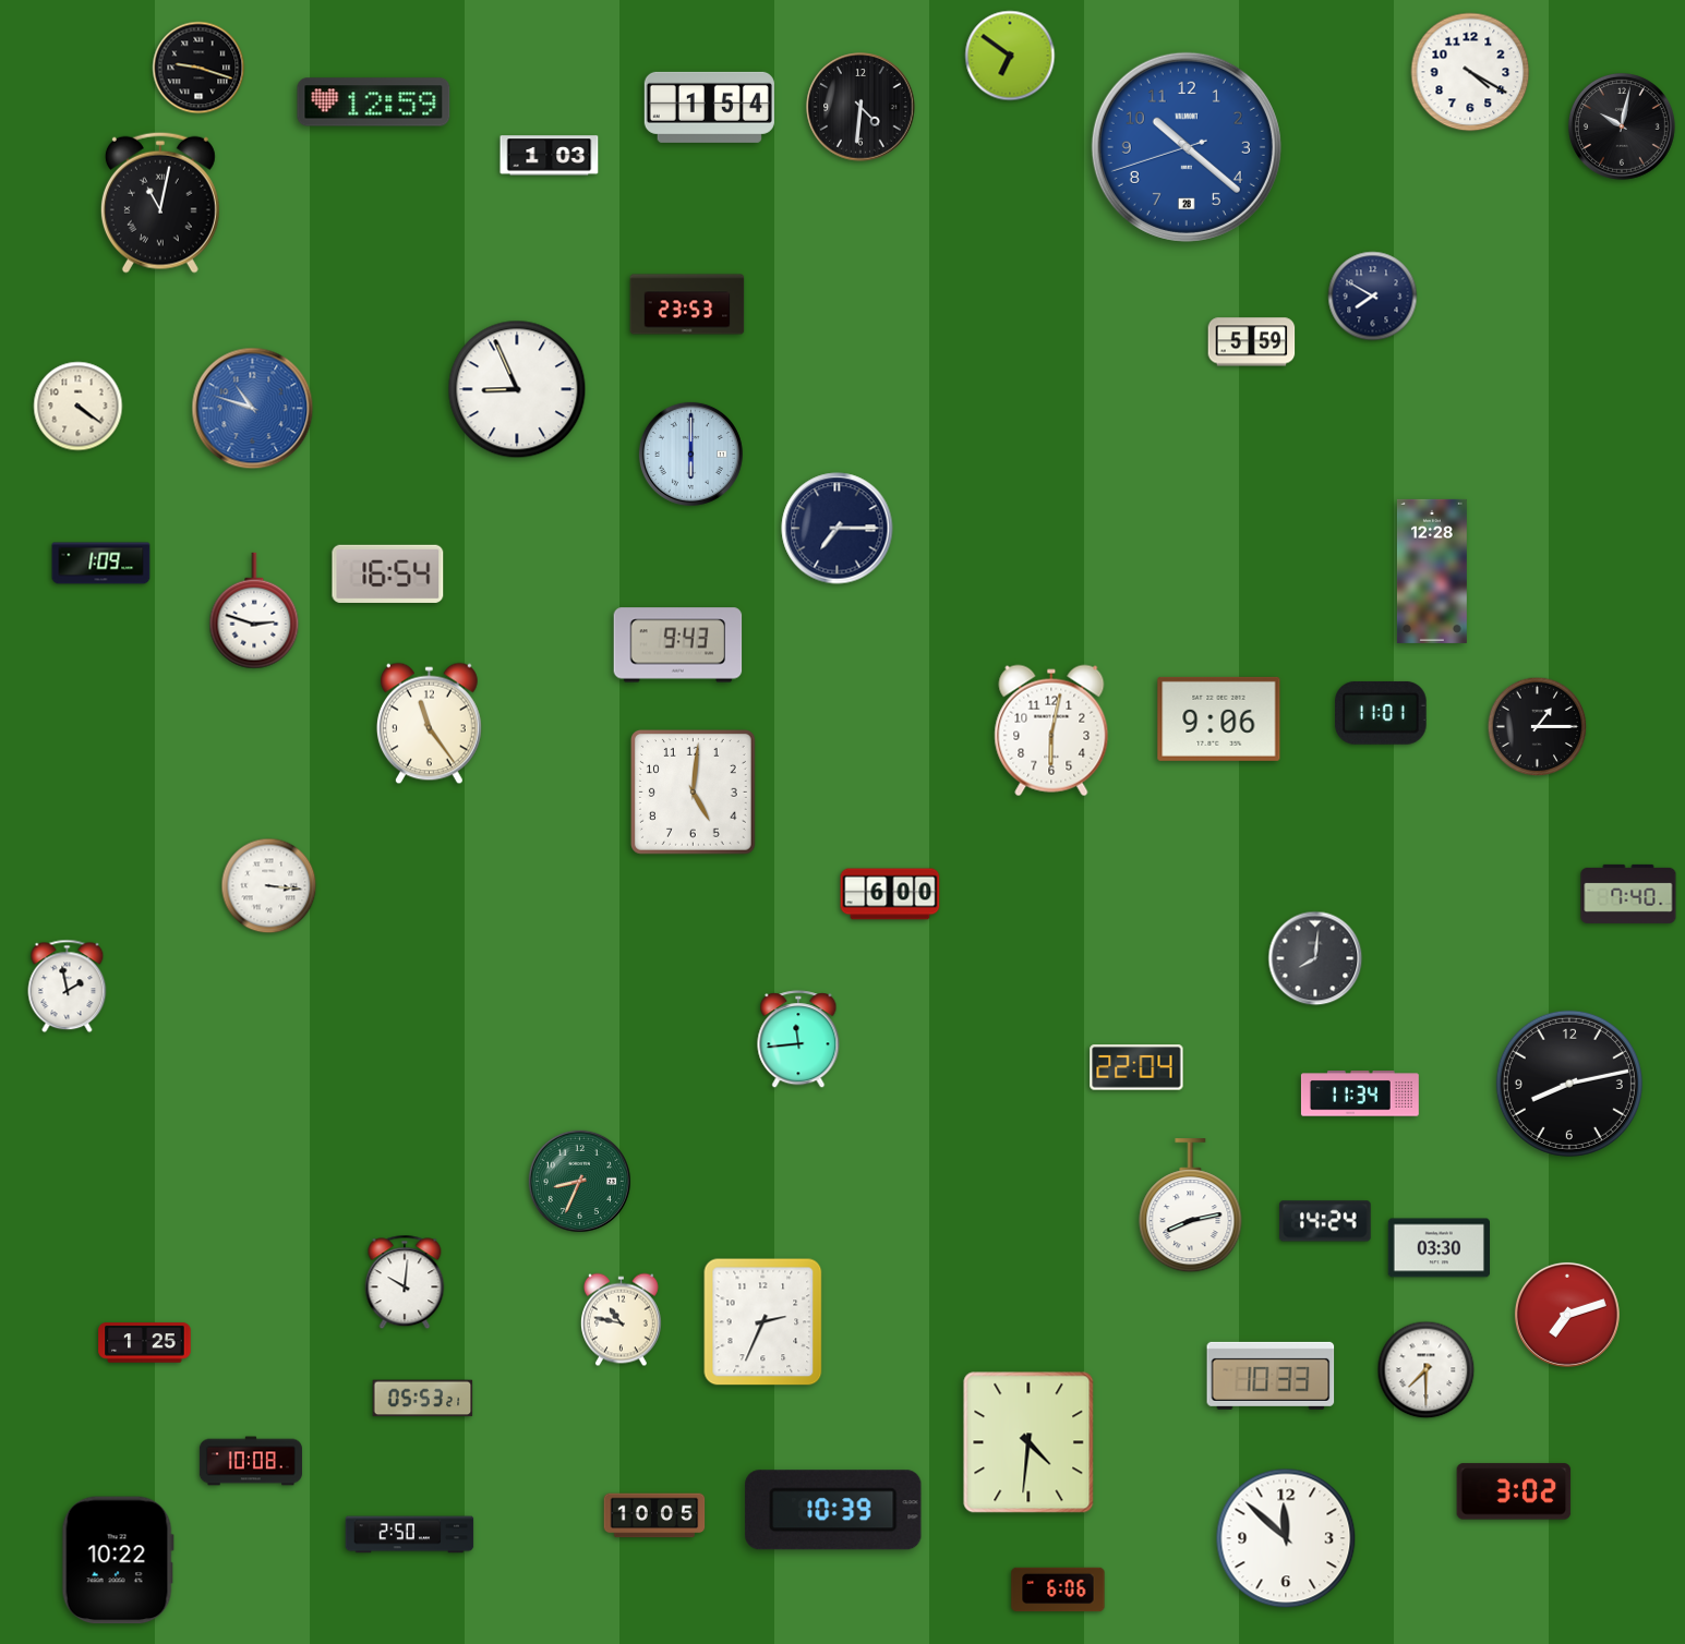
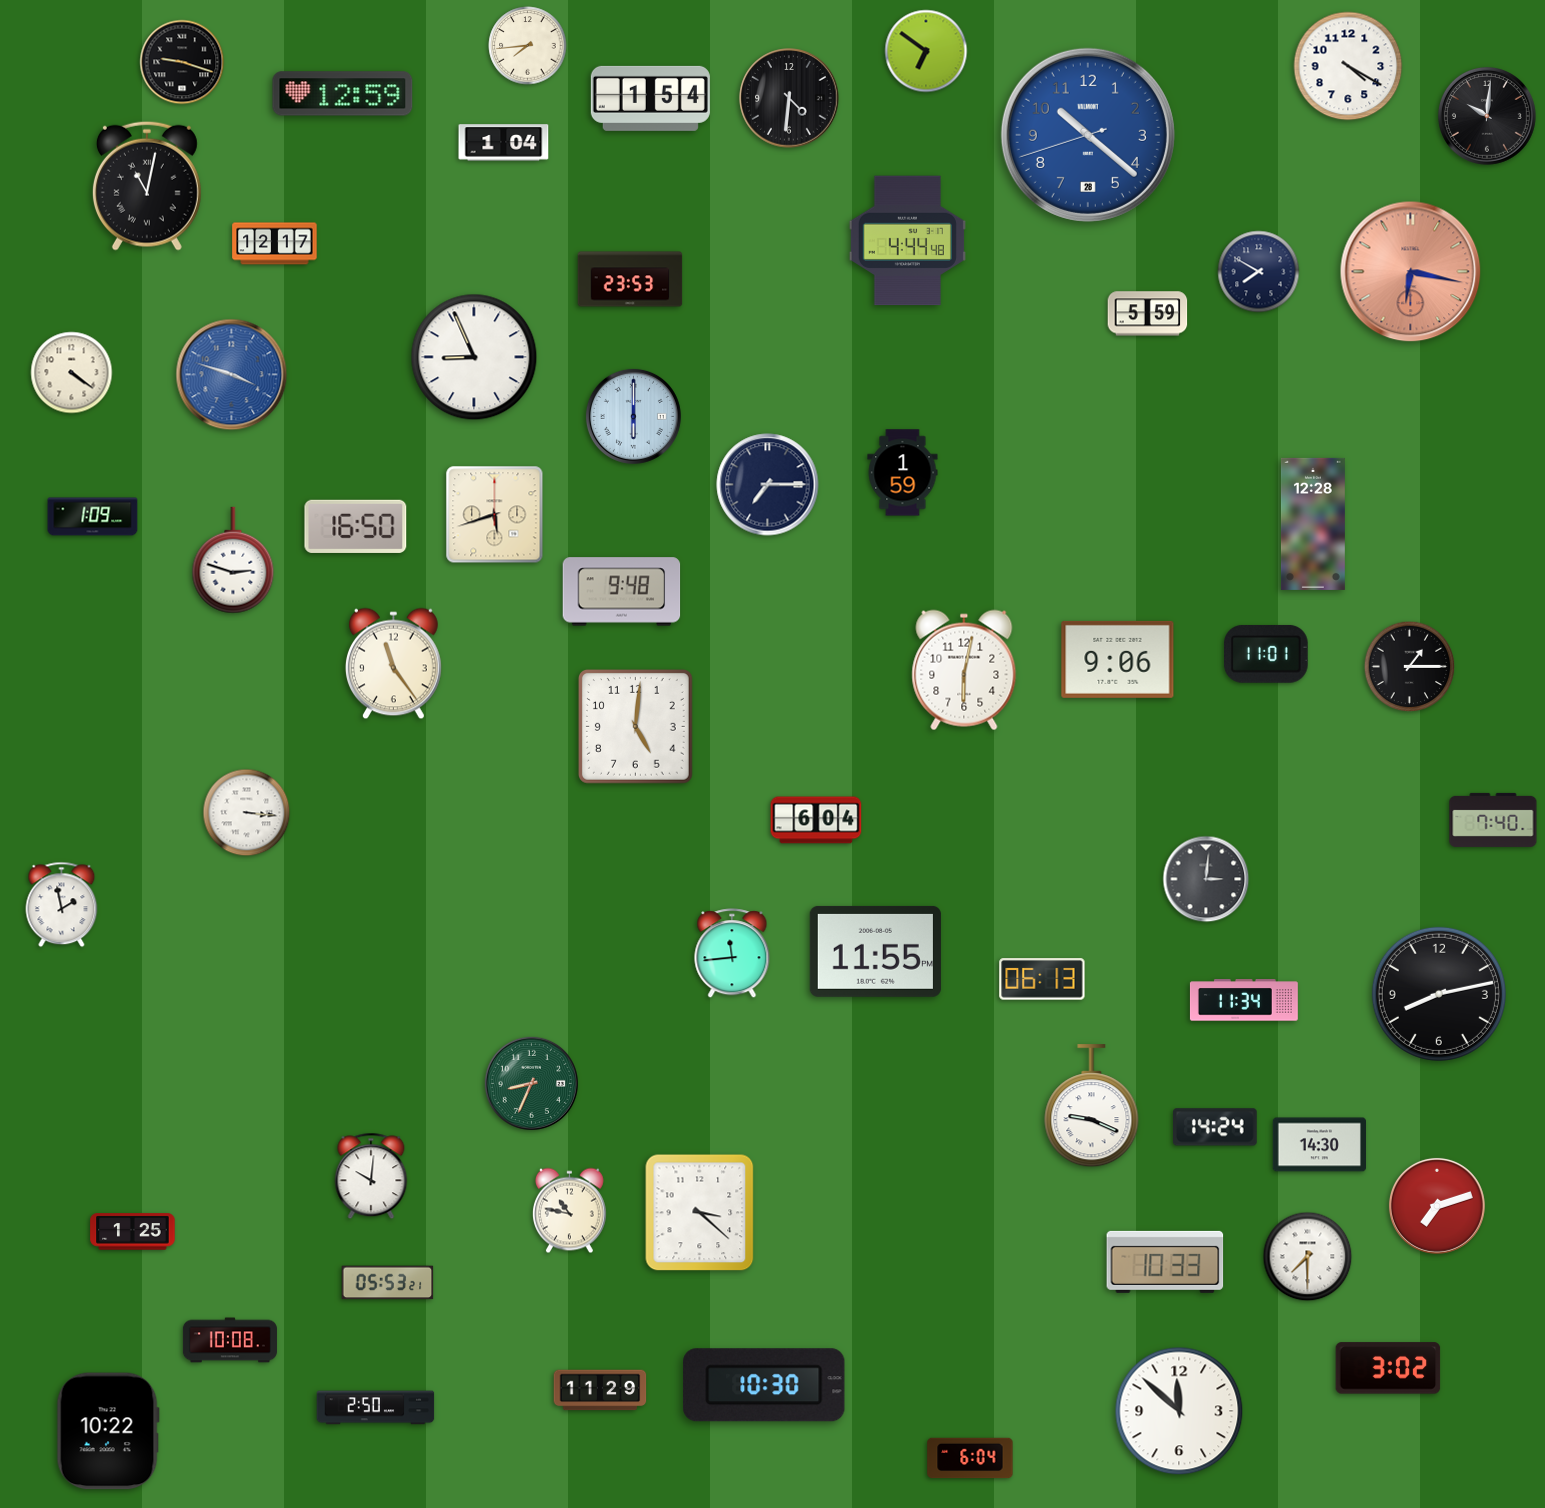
clock at (528, 46): none -> 7:44
clock at (1623, 128): 10:02 -> 10:01
clock at (550, 156): 1:03 -> 1:04
clock at (907, 241): none -> 4:44
clock at (275, 244): none -> 12:17
clock at (1411, 272): none -> 6:17
clock at (253, 409): 10:48 -> 3:48
clock at (903, 473): none -> 1:59
clock at (495, 515): none -> 5:42
clock at (388, 573): 16:54 -> 16:50
clock at (678, 645): 9:43 -> 9:48
clock at (890, 894): 6:00 -> 6:04
clock at (1315, 958): 8:01 -> 3:01
clock at (875, 951): none -> 11:55
clock at (1136, 1067): 22:04 -> 06:13
clock at (1360, 1093) position: (1360, 1093) -> (1244, 1000)
clock at (1191, 1206): 8:13 -> 9:19
clock at (1326, 1221) position: (1326, 1221) -> (1216, 1127)
clock at (1439, 1248): 03:30 -> 14:30
clock at (763, 1322): 2:34 -> 3:22
clock at (1028, 1442): 4:31 -> none
clock at (833, 1510): 10:39 -> 10:30
clock at (654, 1515): 10:05 -> 11:29
clock at (1058, 1589): 6:06 -> 6:04
